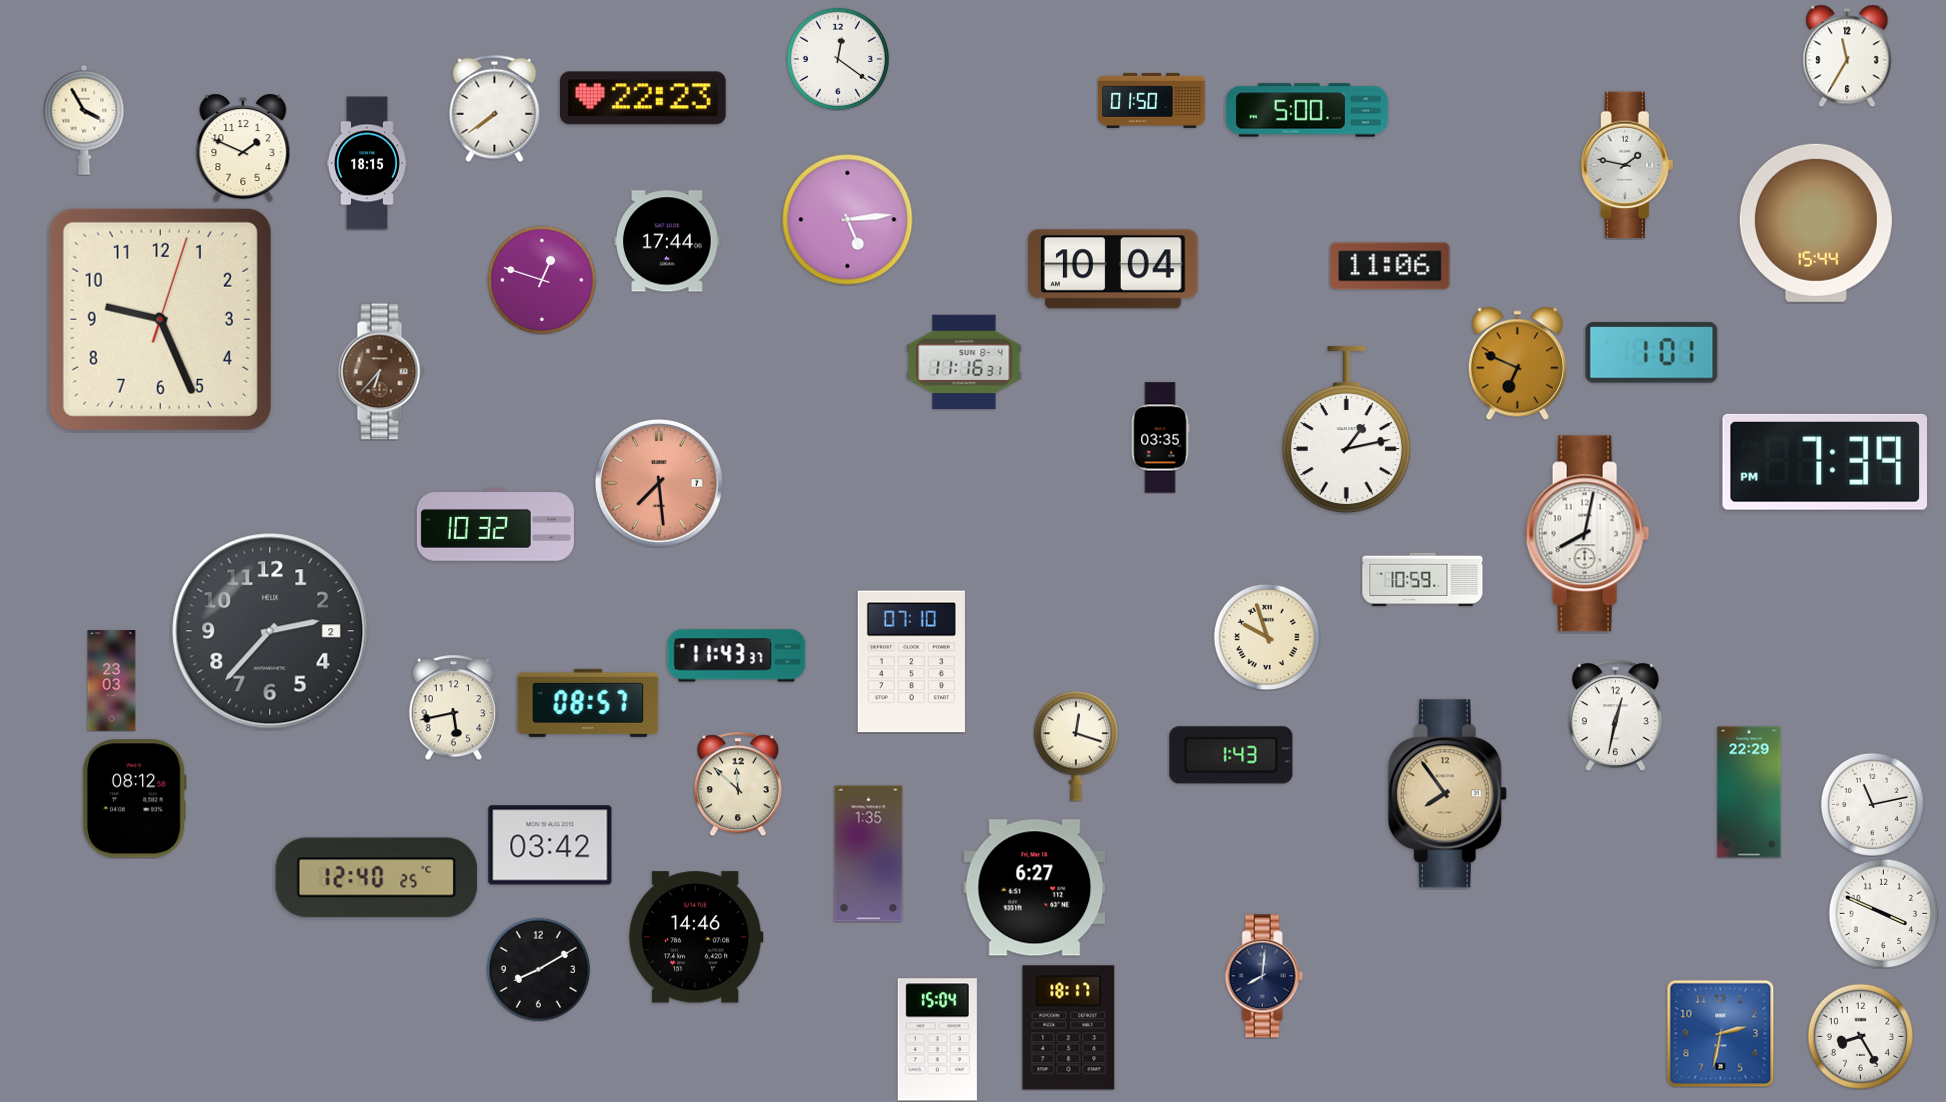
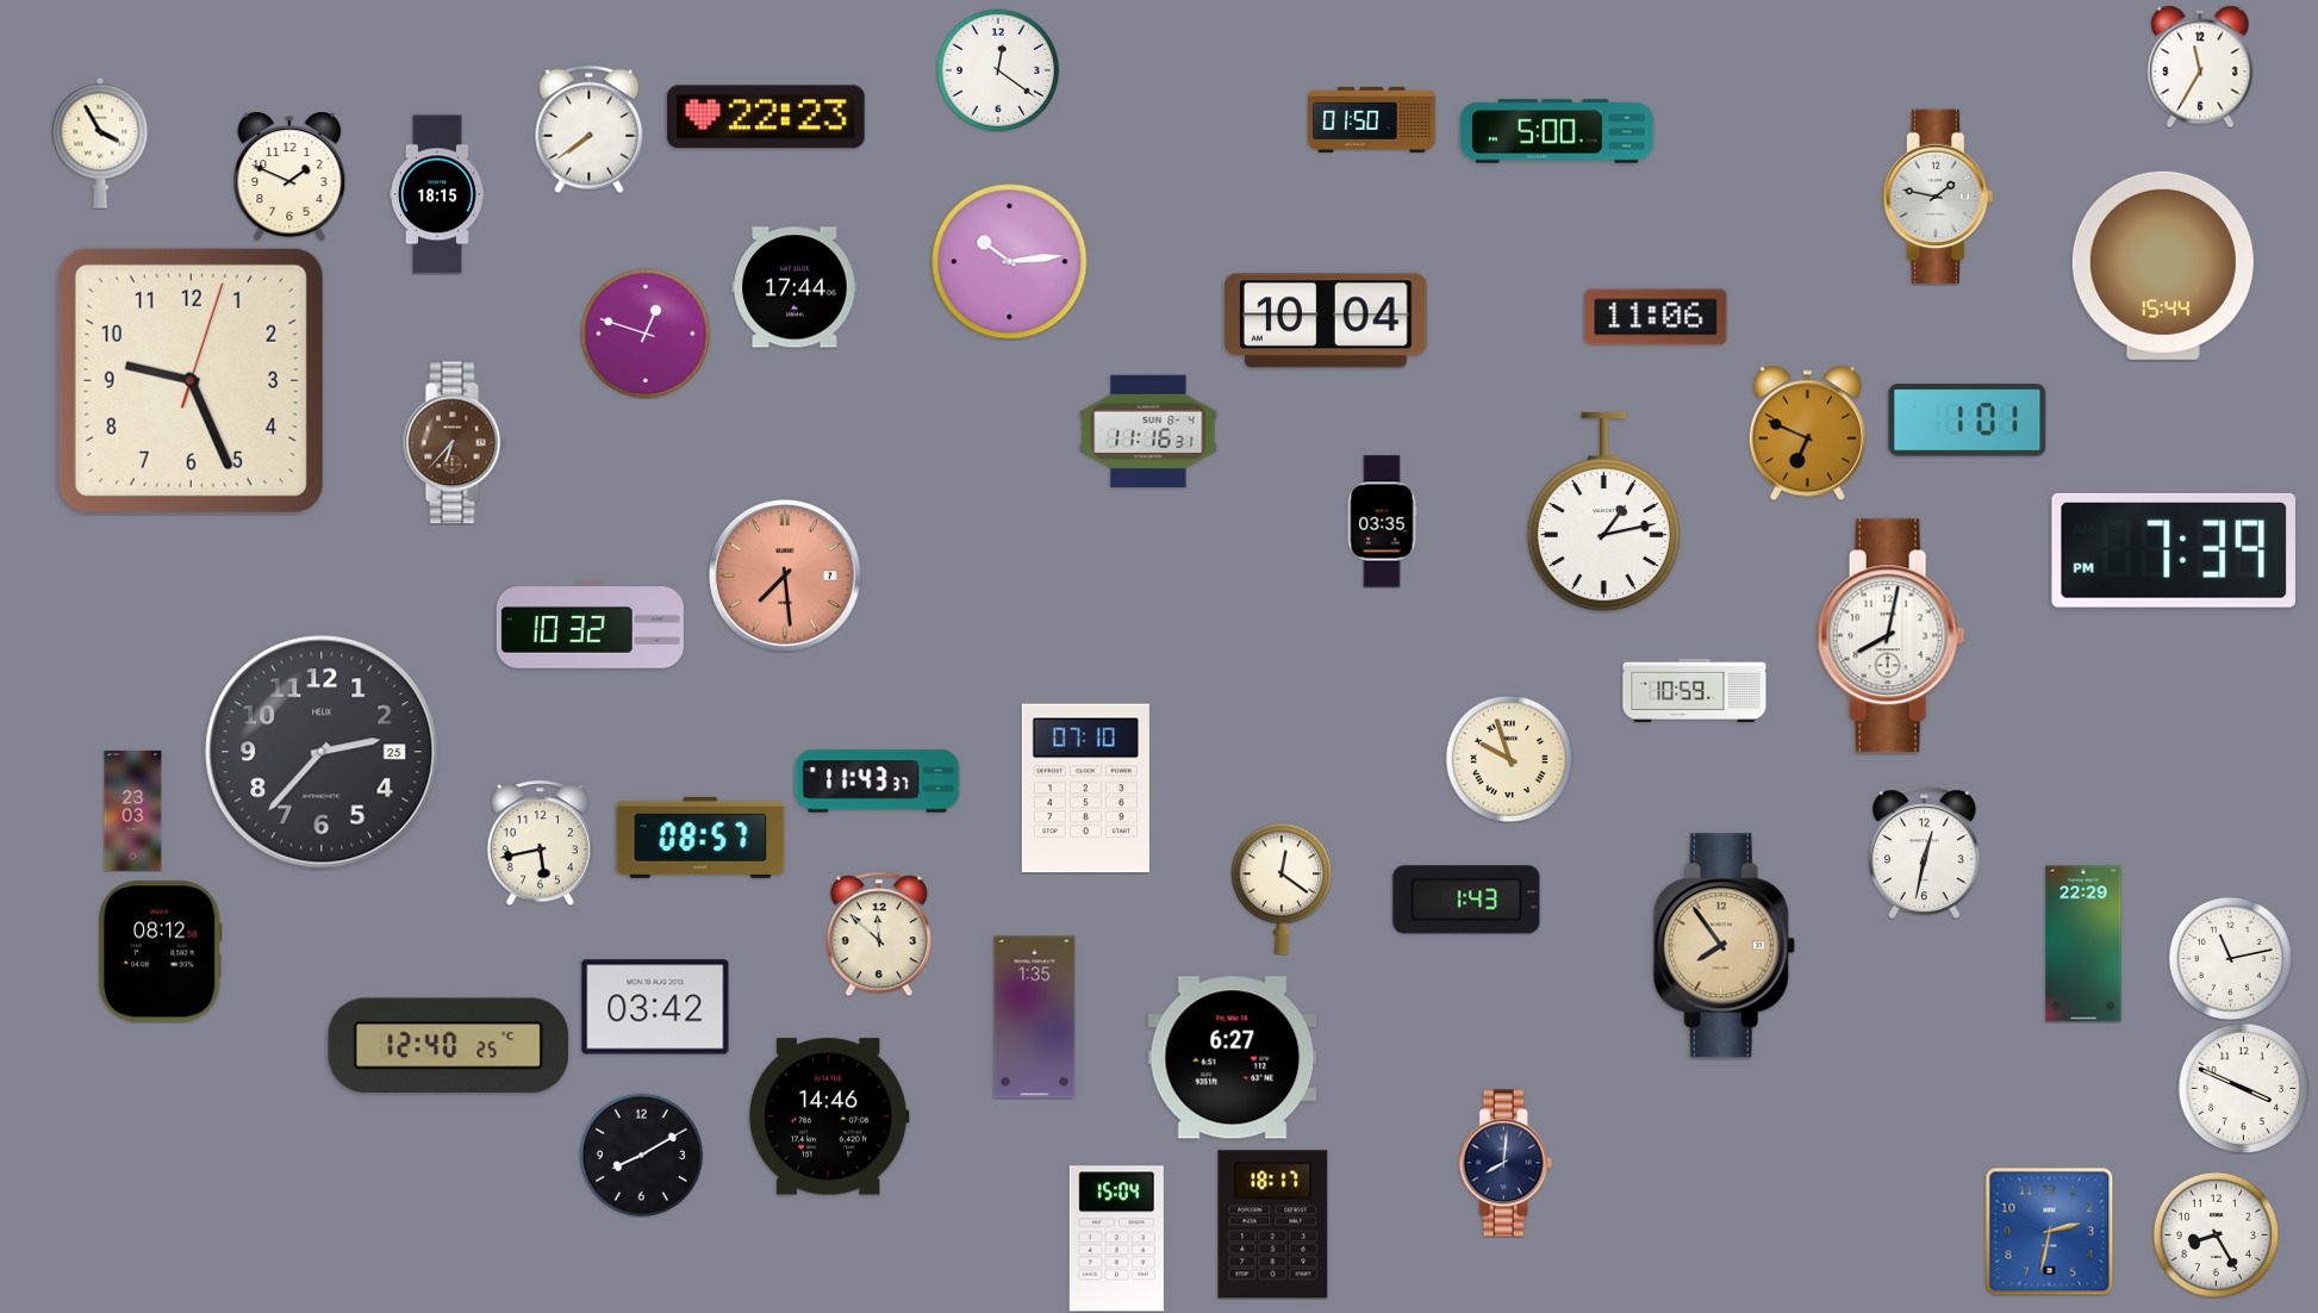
clock at (848, 220): 5:14 -> 10:14
clock at (270, 631) date: 2 -> 25
clock at (1076, 746): 12:18 -> 12:21
